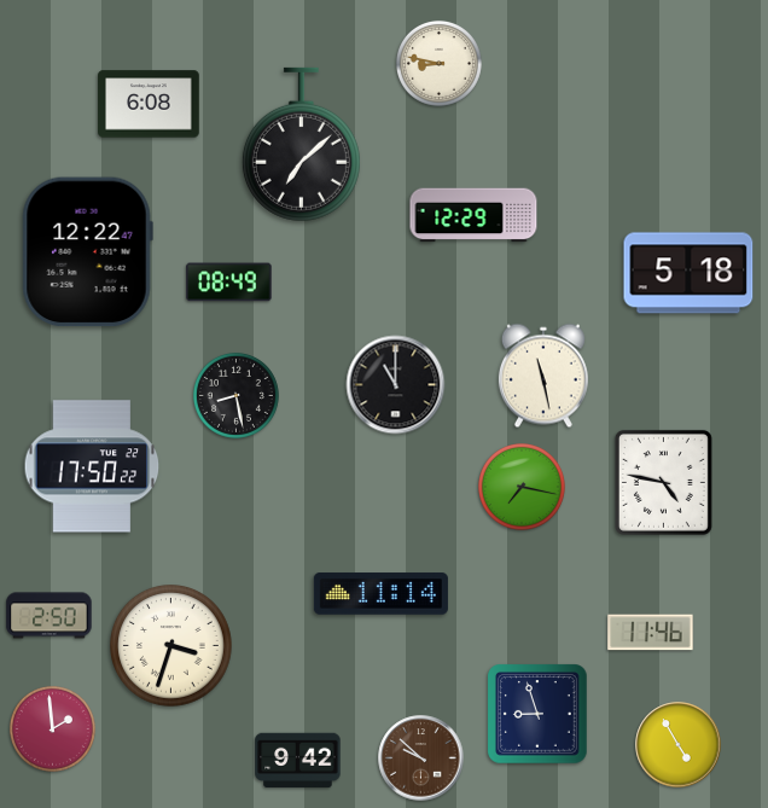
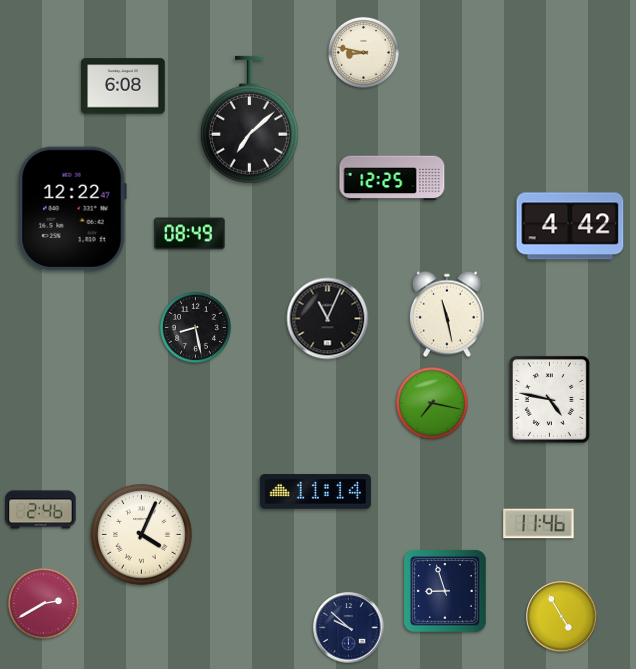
clock at (473, 215): 12:29 -> 12:25
clock at (688, 273): 5:18 -> 4:42
clock at (543, 376) position: (543, 376) -> (447, 314)
clock at (396, 385): 11:00 -> 11:04
clock at (92, 466): 17:50 -> none
clock at (50, 616): 2:50 -> 2:46
clock at (171, 646): 3:33 -> 4:04
clock at (52, 728): 1:59 -> 2:40
clock at (421, 758) dial: brown -> navy
clock at (298, 761): 9:42 -> none
